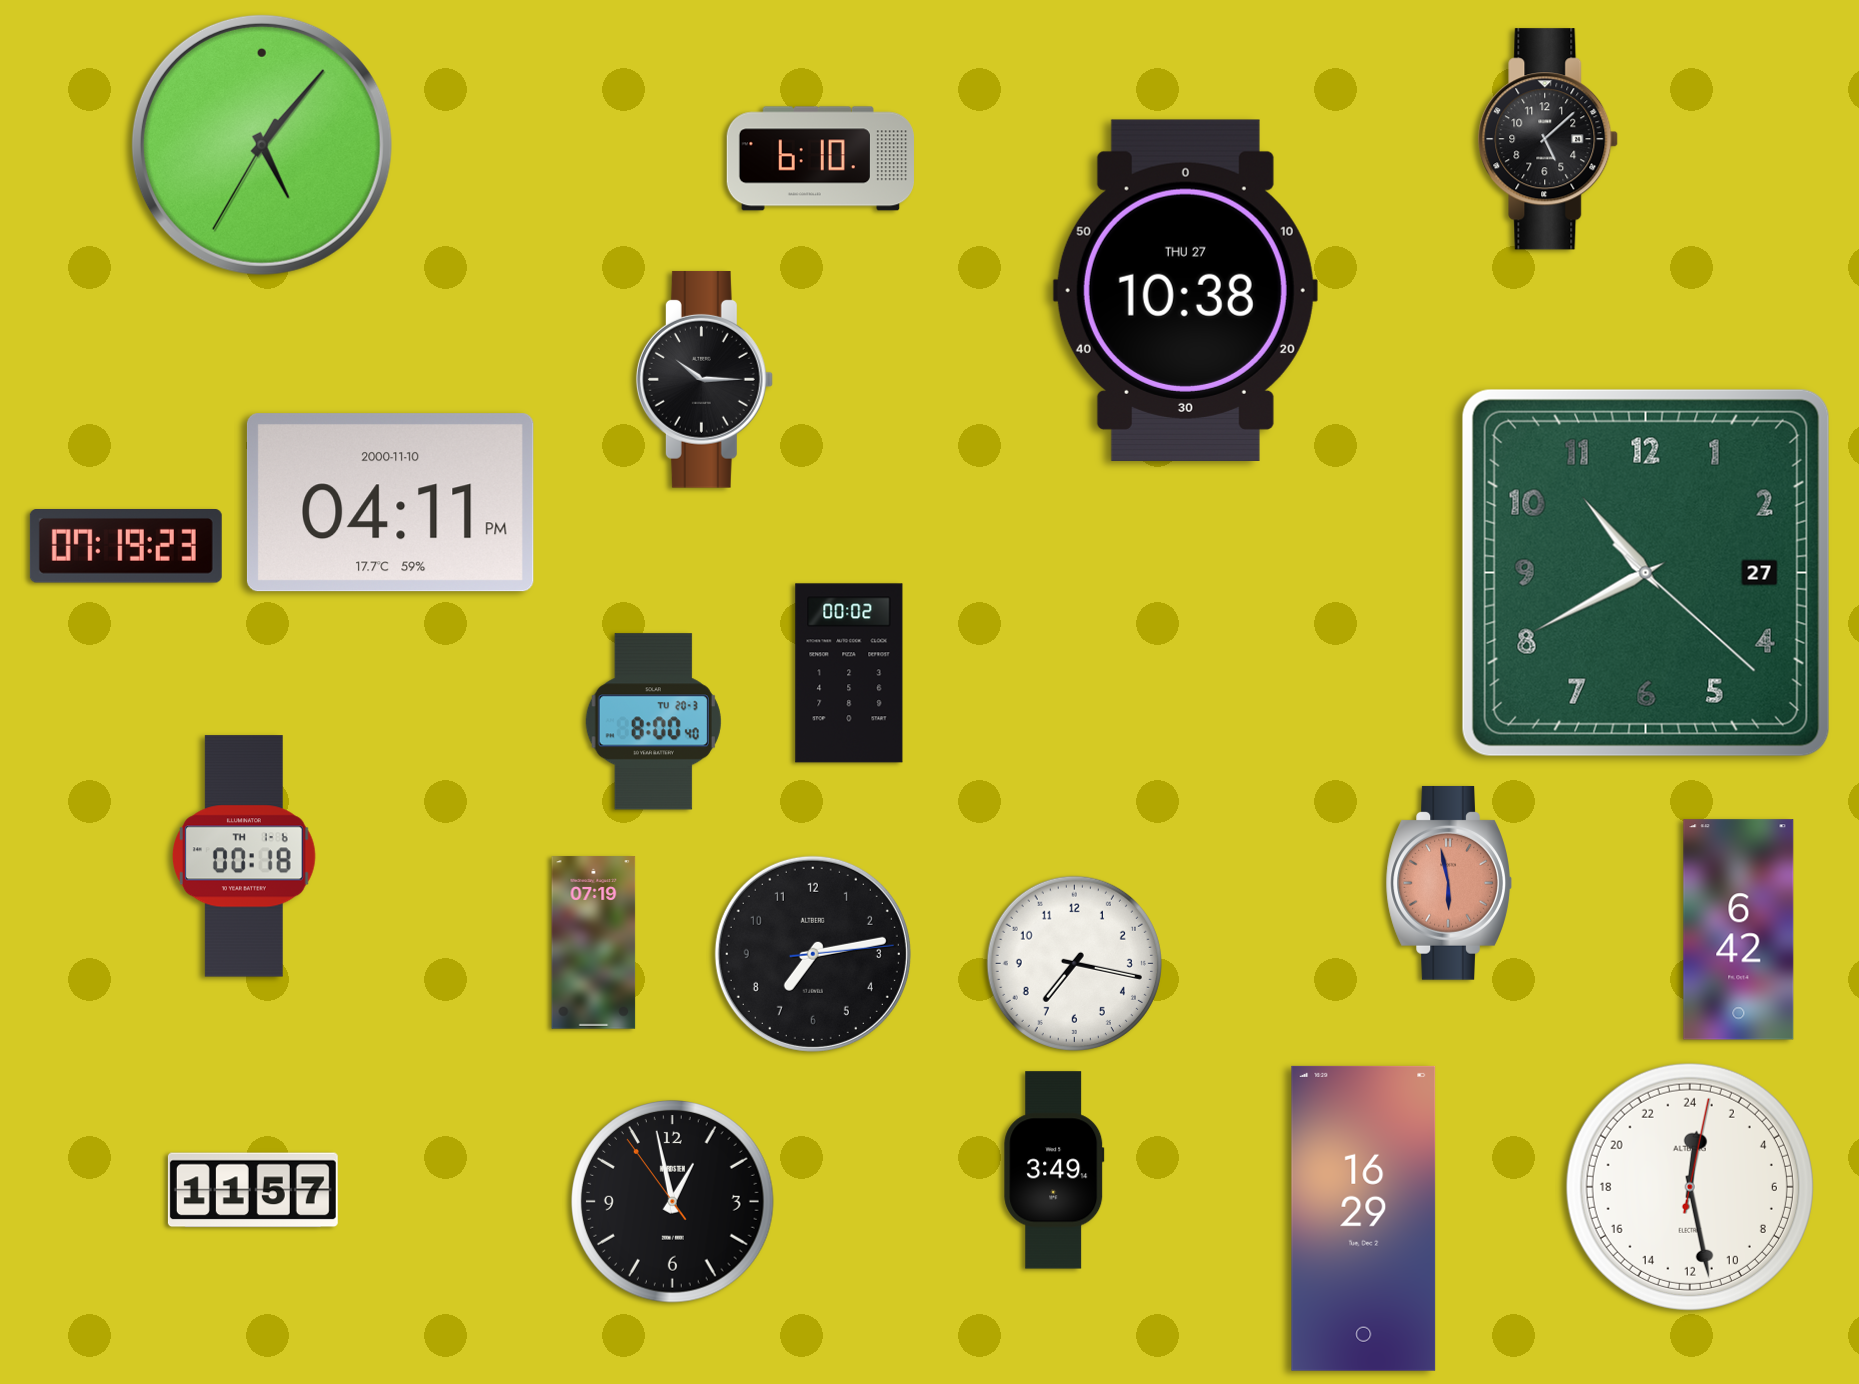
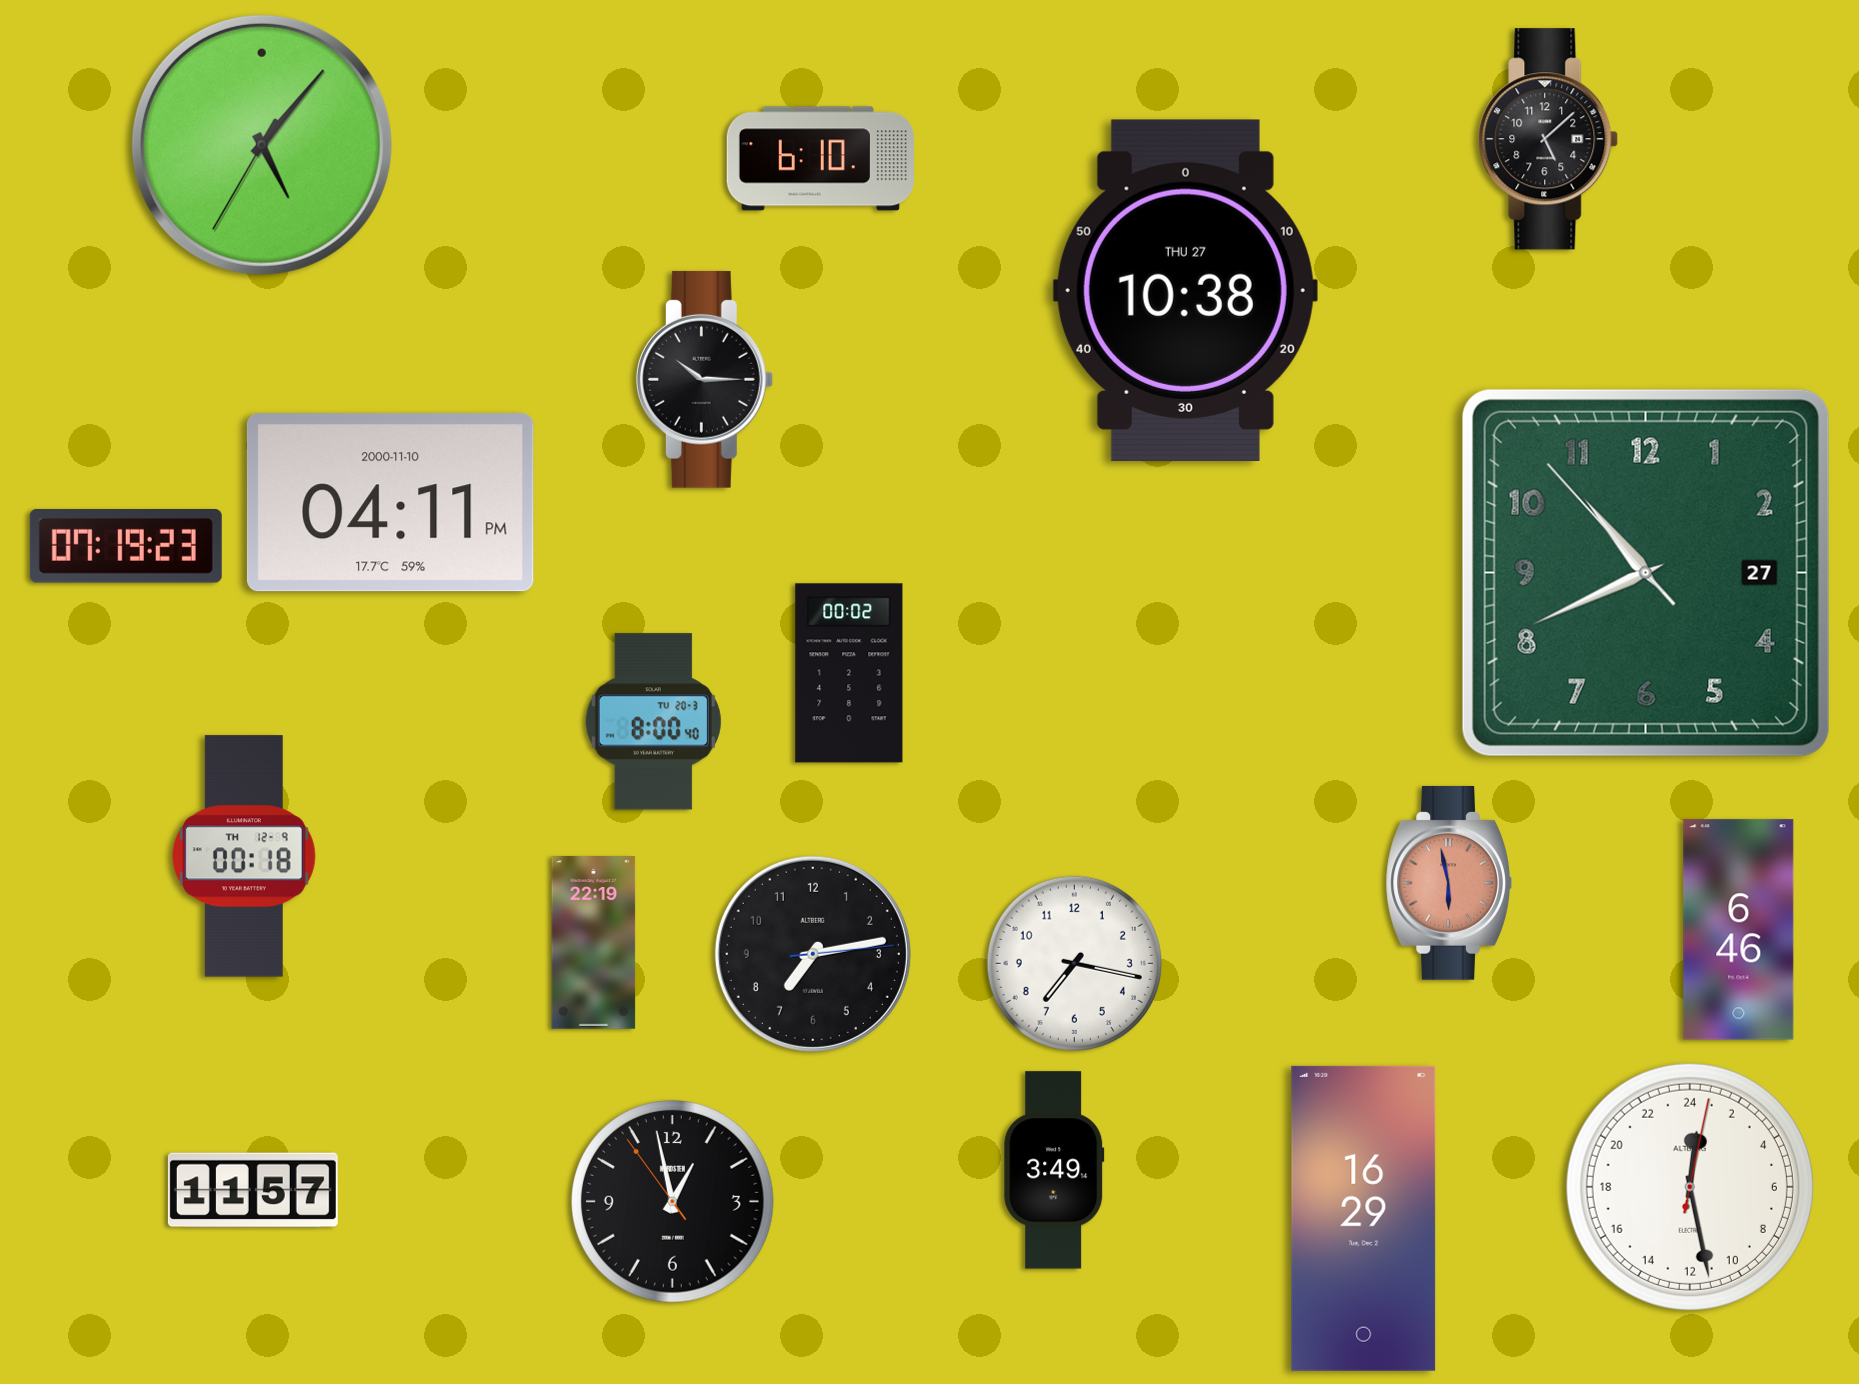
clock at (1646, 573): 10:40:22 -> 10:40:53
clock at (244, 856) date: TH 1-6 -> TH 12-9
clock at (1739, 930): 6:42 -> 6:46
clock at (594, 943): 07:19 -> 22:19
